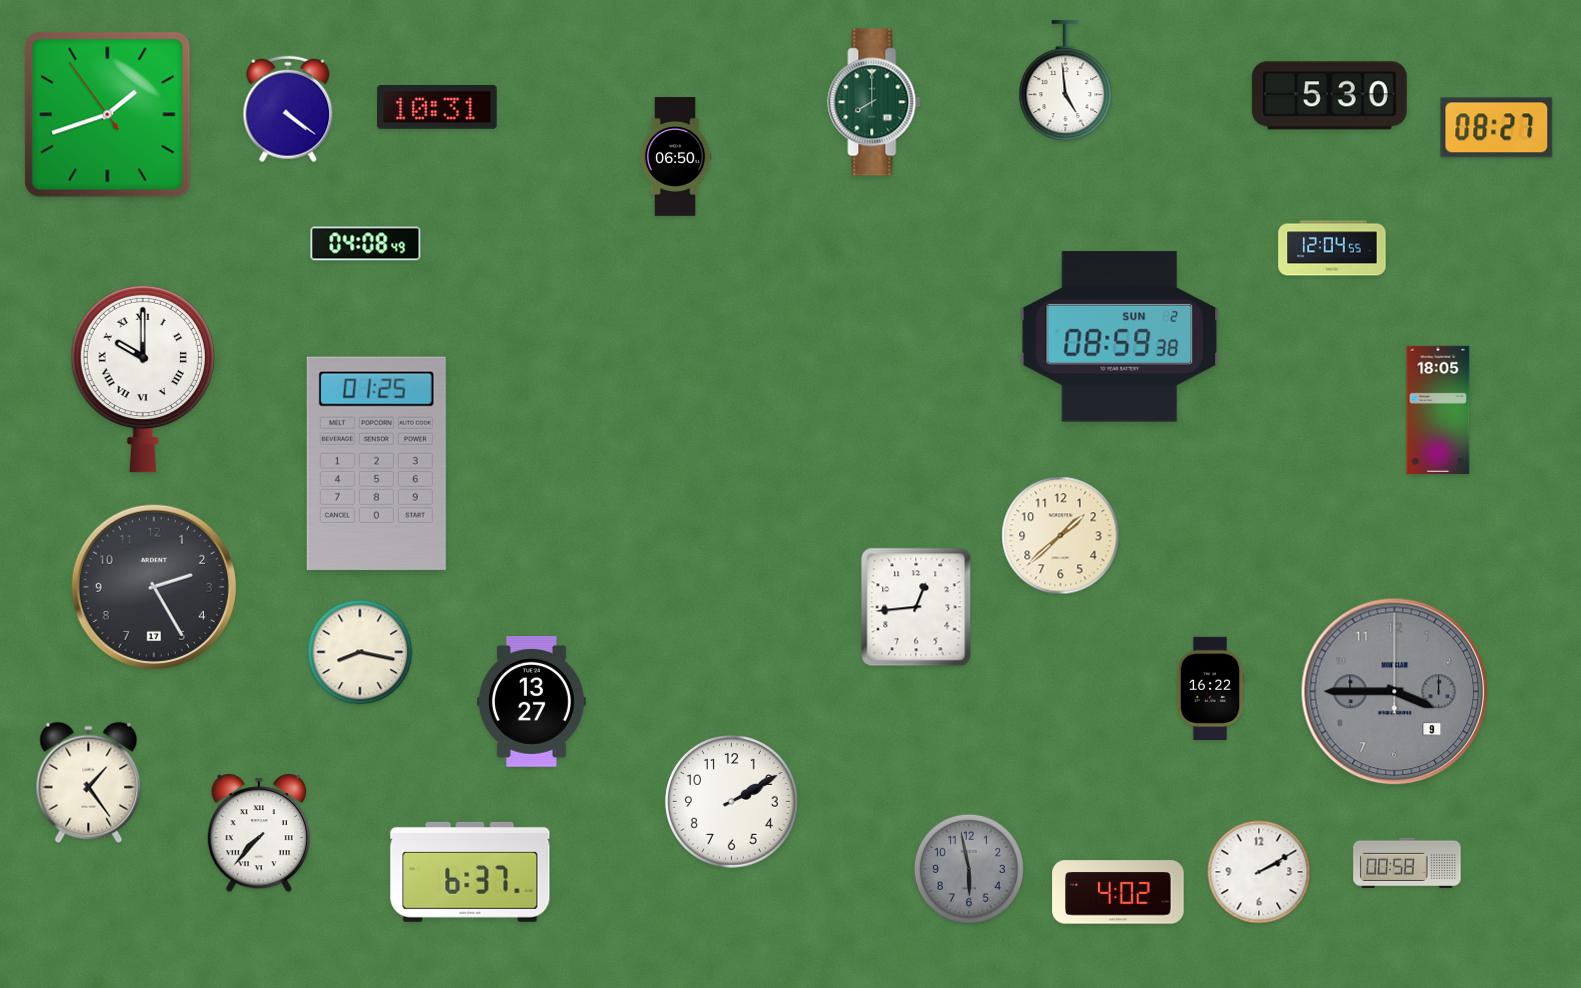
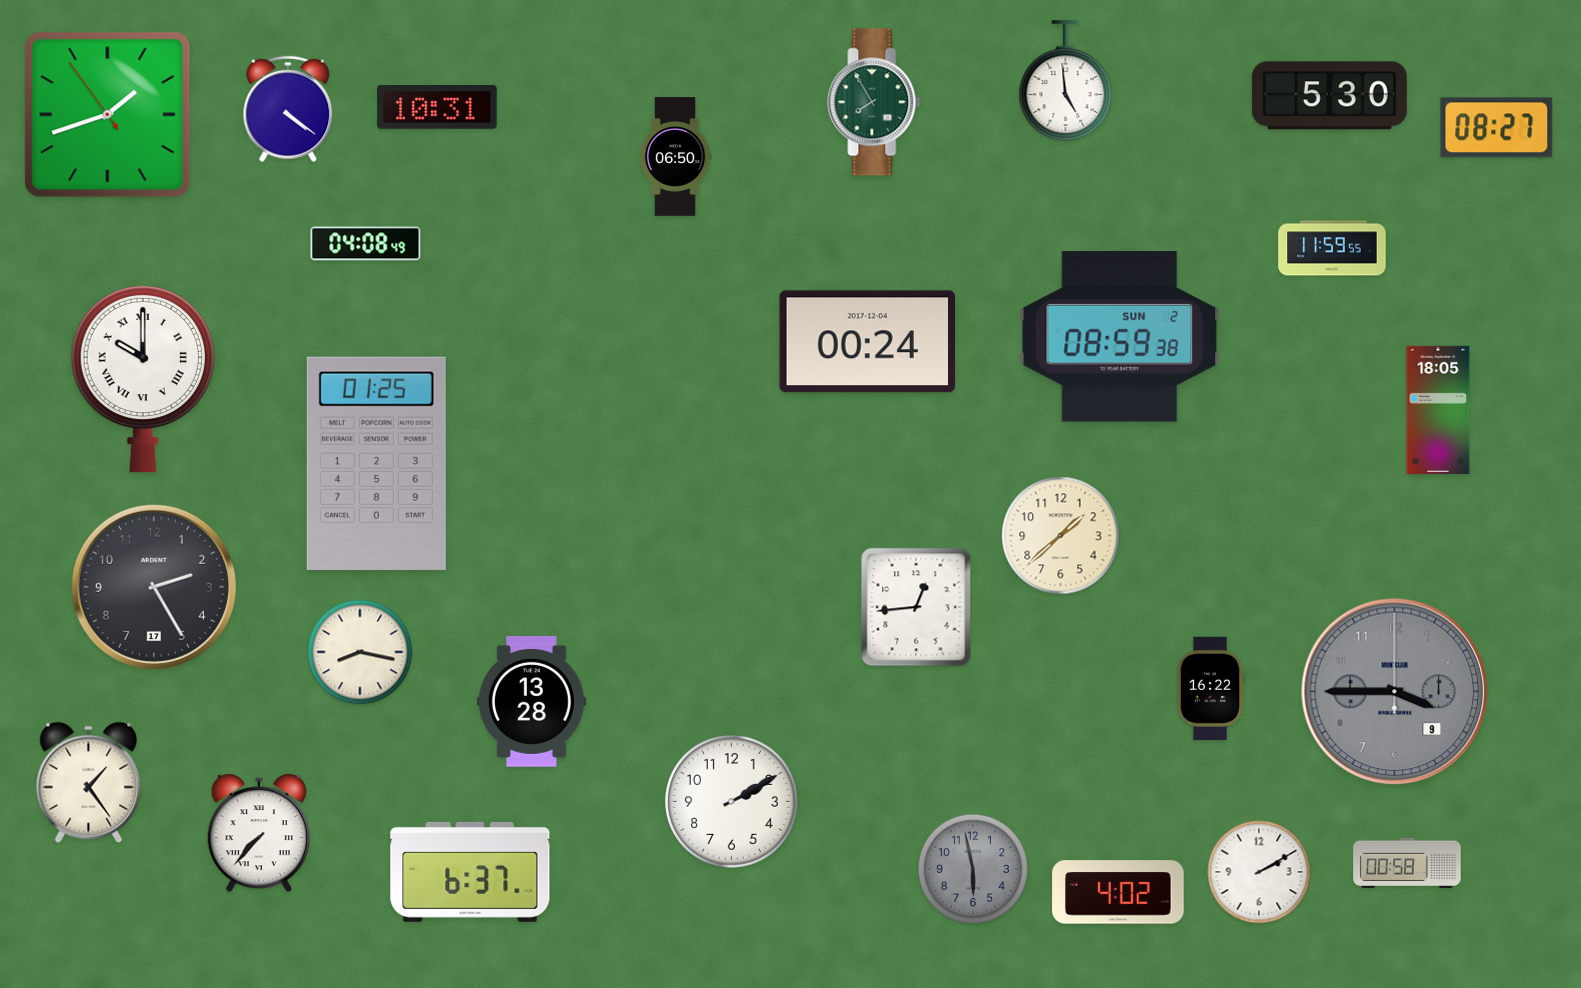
clock at (874, 102): 8:00 -> 7:55
clock at (1332, 248): 12:04 -> 11:59
clock at (868, 342): none -> 00:24
clock at (531, 702): 13:27 -> 13:28
clock at (969, 869) position: (969, 869) -> (973, 869)
